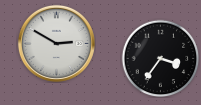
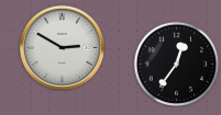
clock at (160, 58): 3:36 -> 12:36
